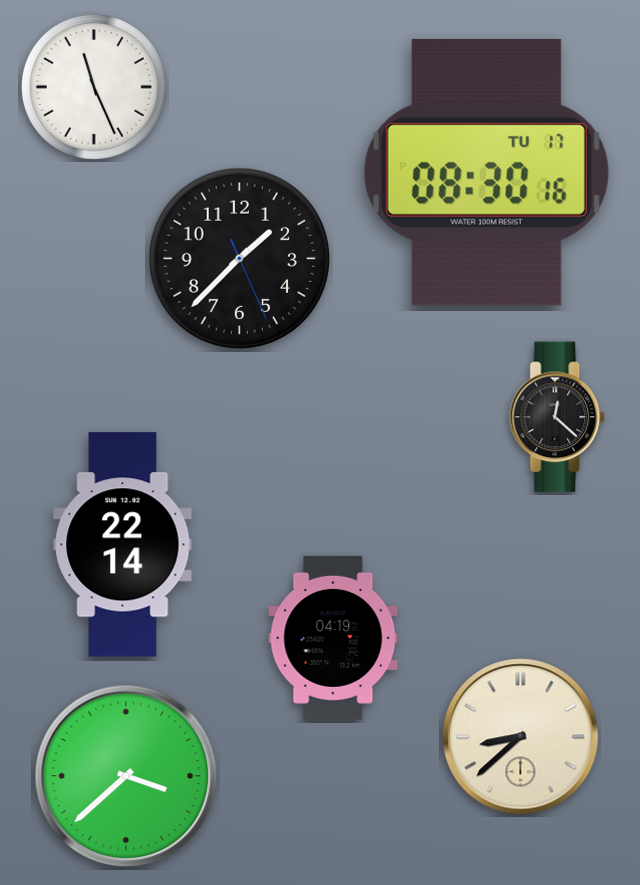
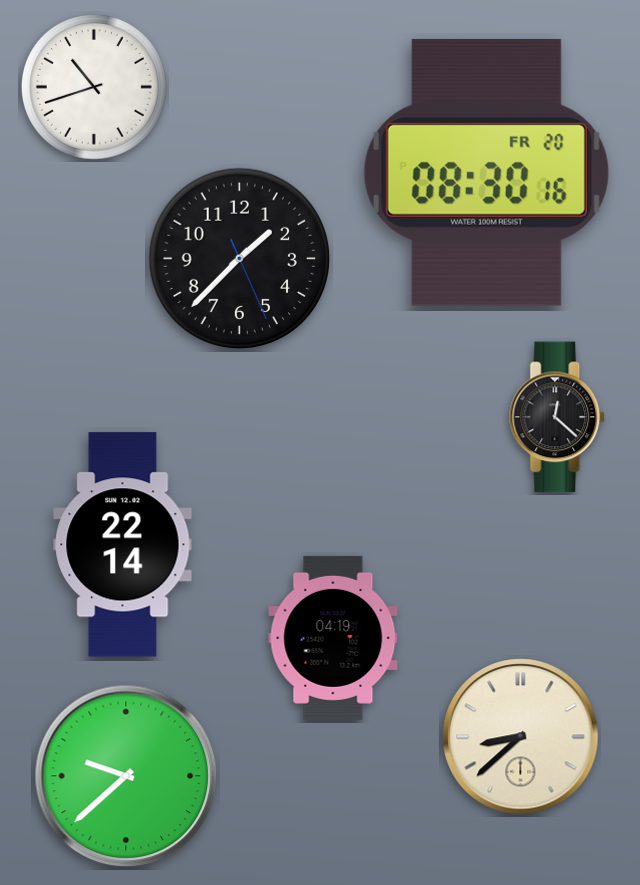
clock at (94, 87): 11:26 -> 10:42
clock at (486, 172) date: TU 17 -> FR 20
clock at (126, 776): 3:38 -> 9:38
